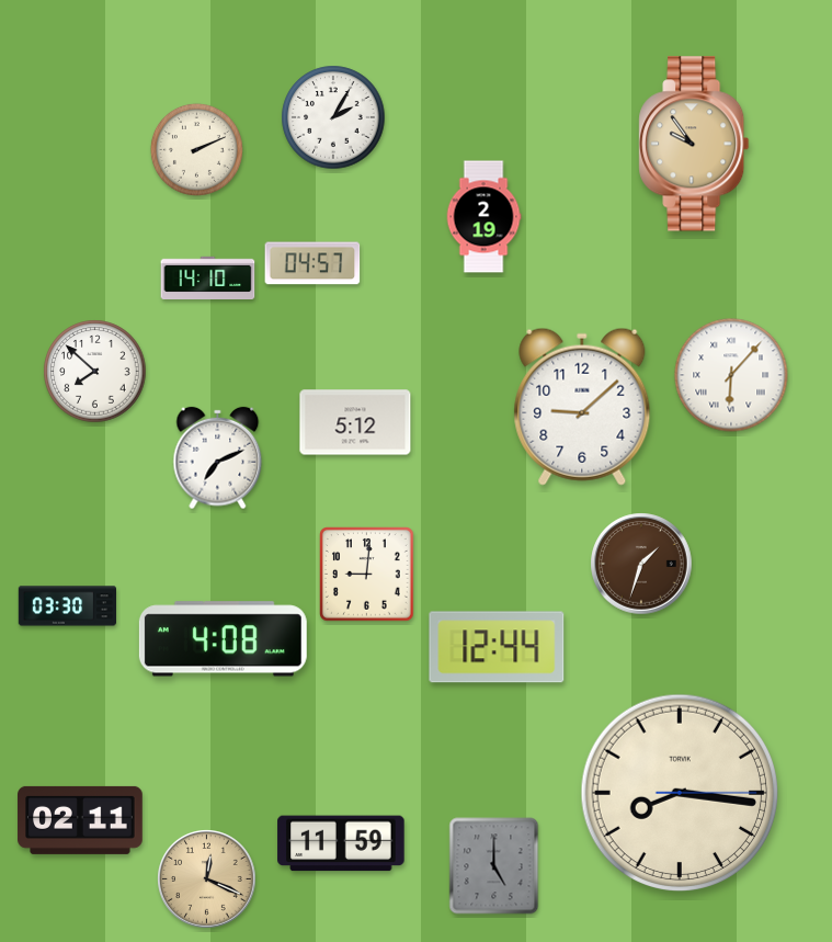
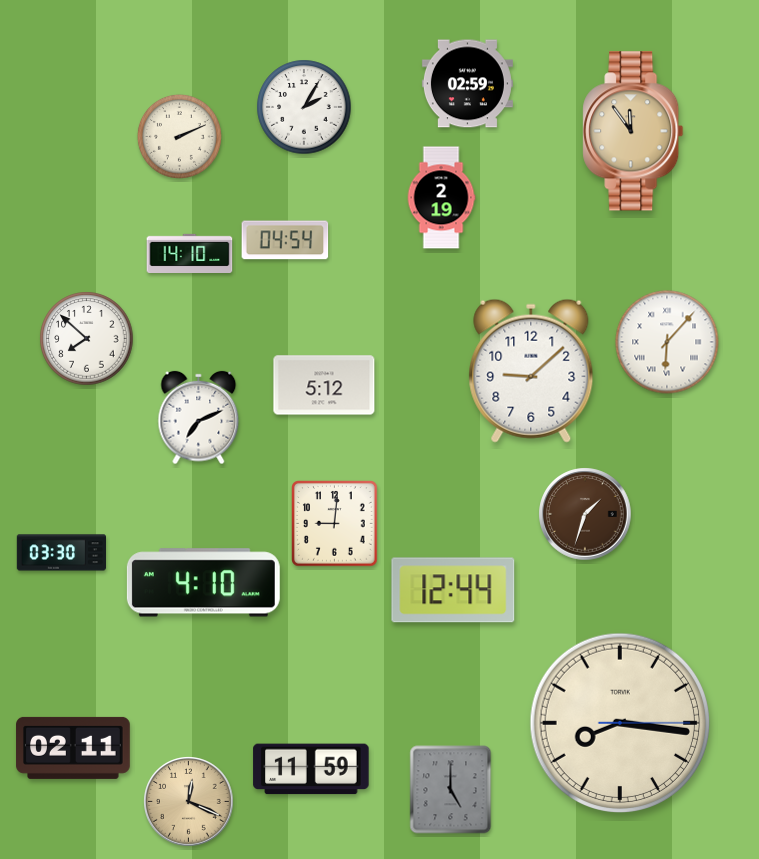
clock at (467, 84): none -> 02:59
clock at (694, 144): 9:54 -> 11:54
clock at (312, 263): 04:57 -> 04:54
clock at (223, 639): 4:08 -> 4:10
